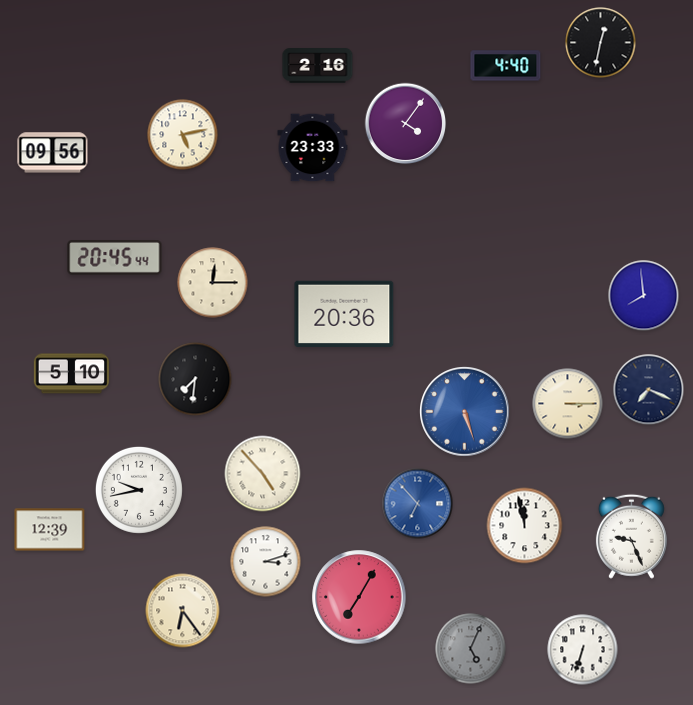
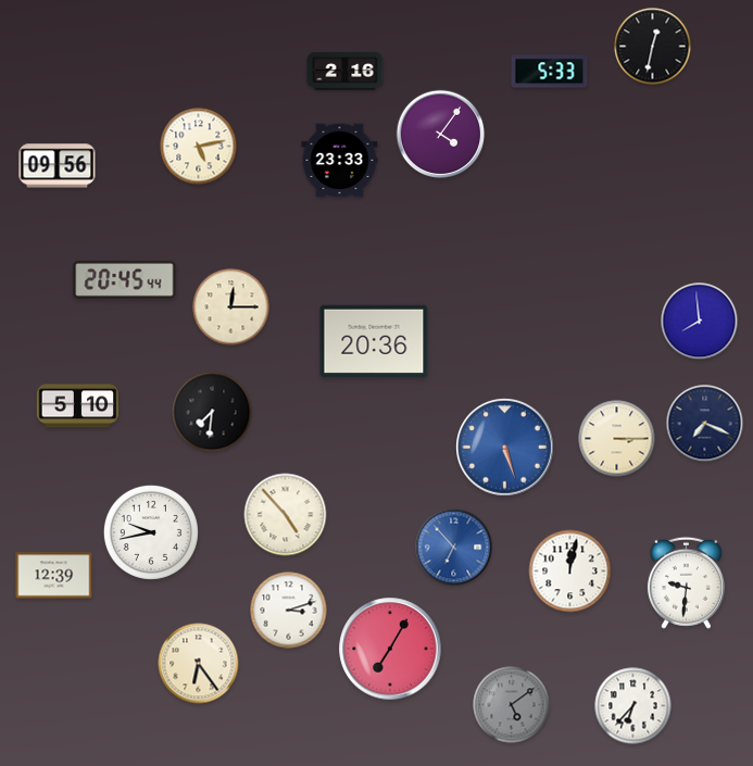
clock at (506, 66): 4:40 -> 5:33
clock at (525, 526): 11:58 -> 12:02
clock at (631, 536): 9:26 -> 9:31
clock at (471, 649): 5:04 -> 5:09
clock at (583, 650): 6:33 -> 6:37
